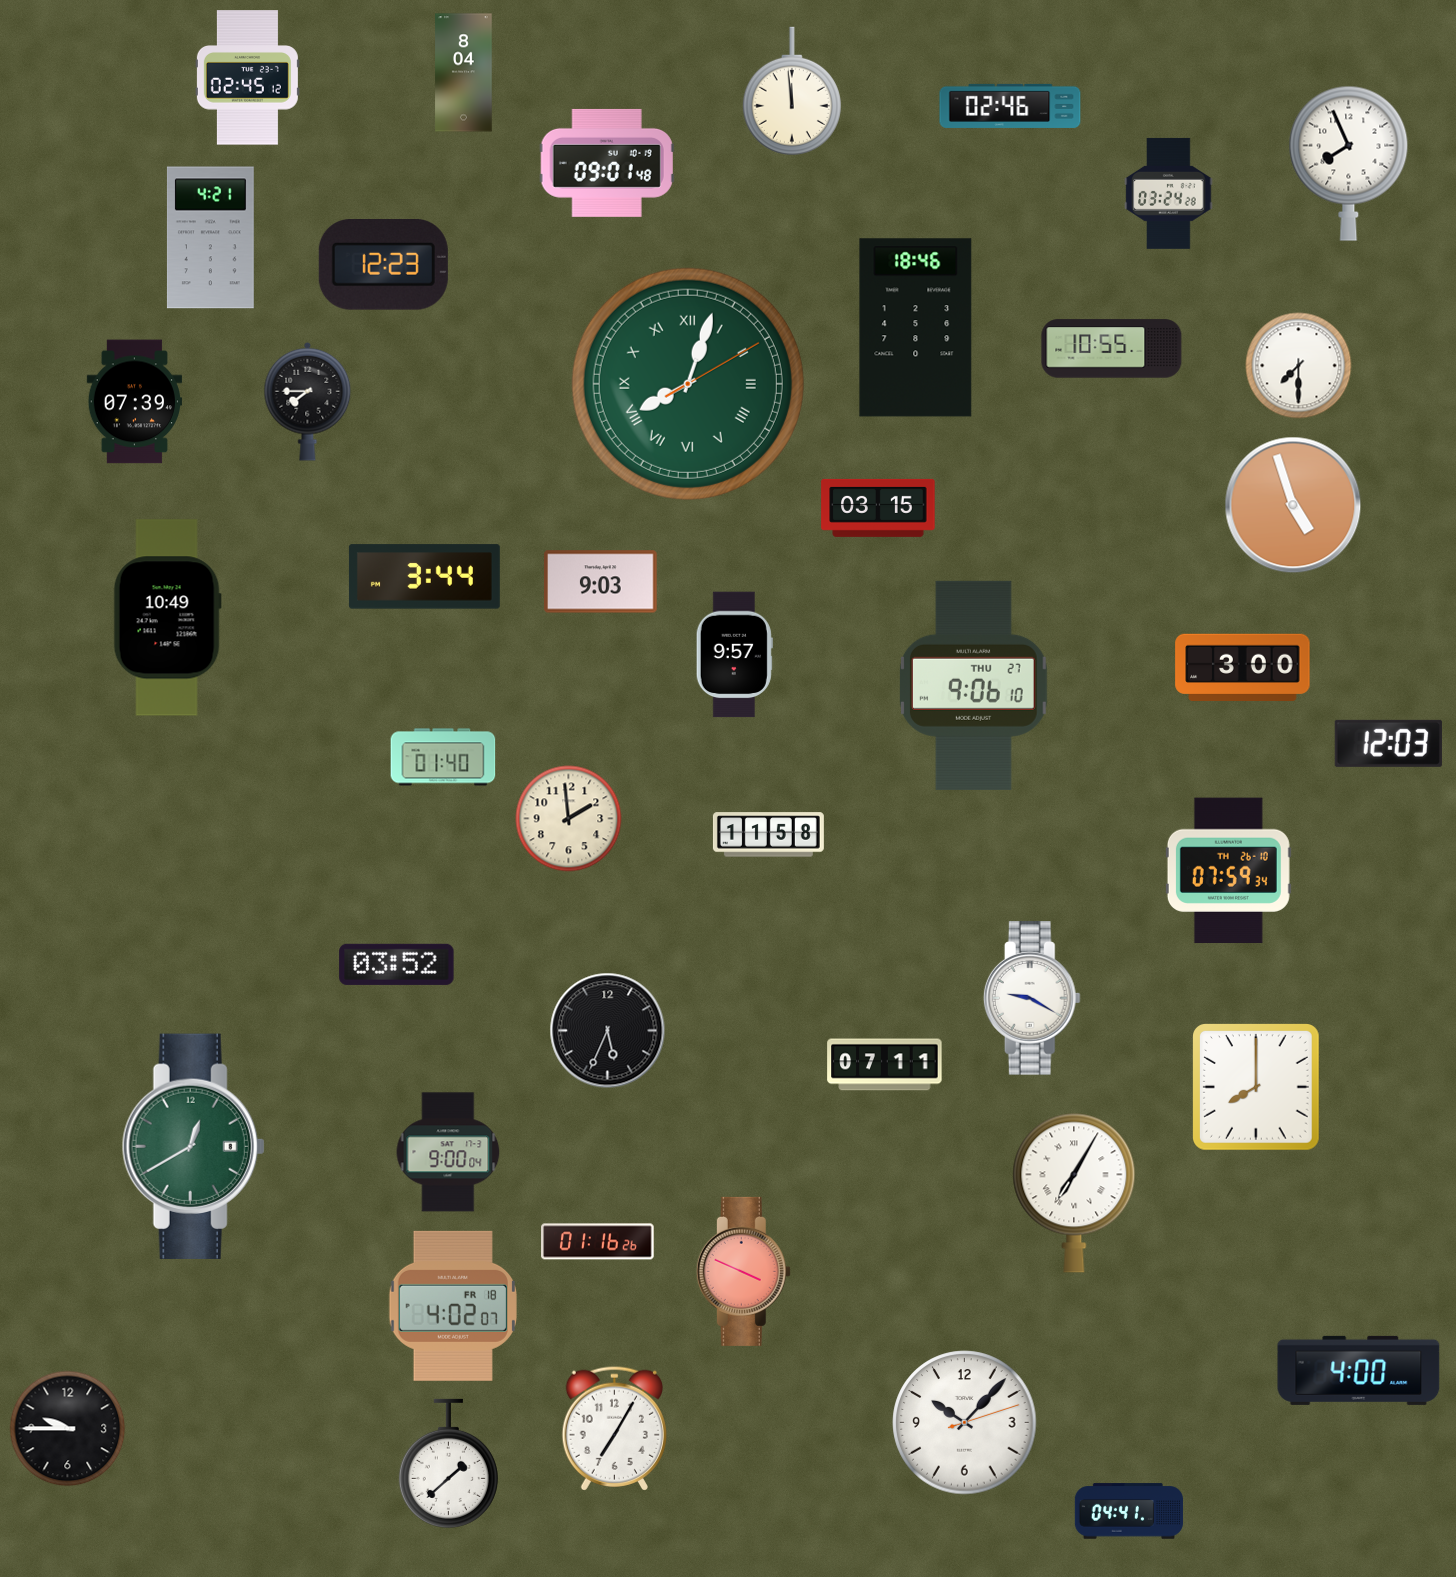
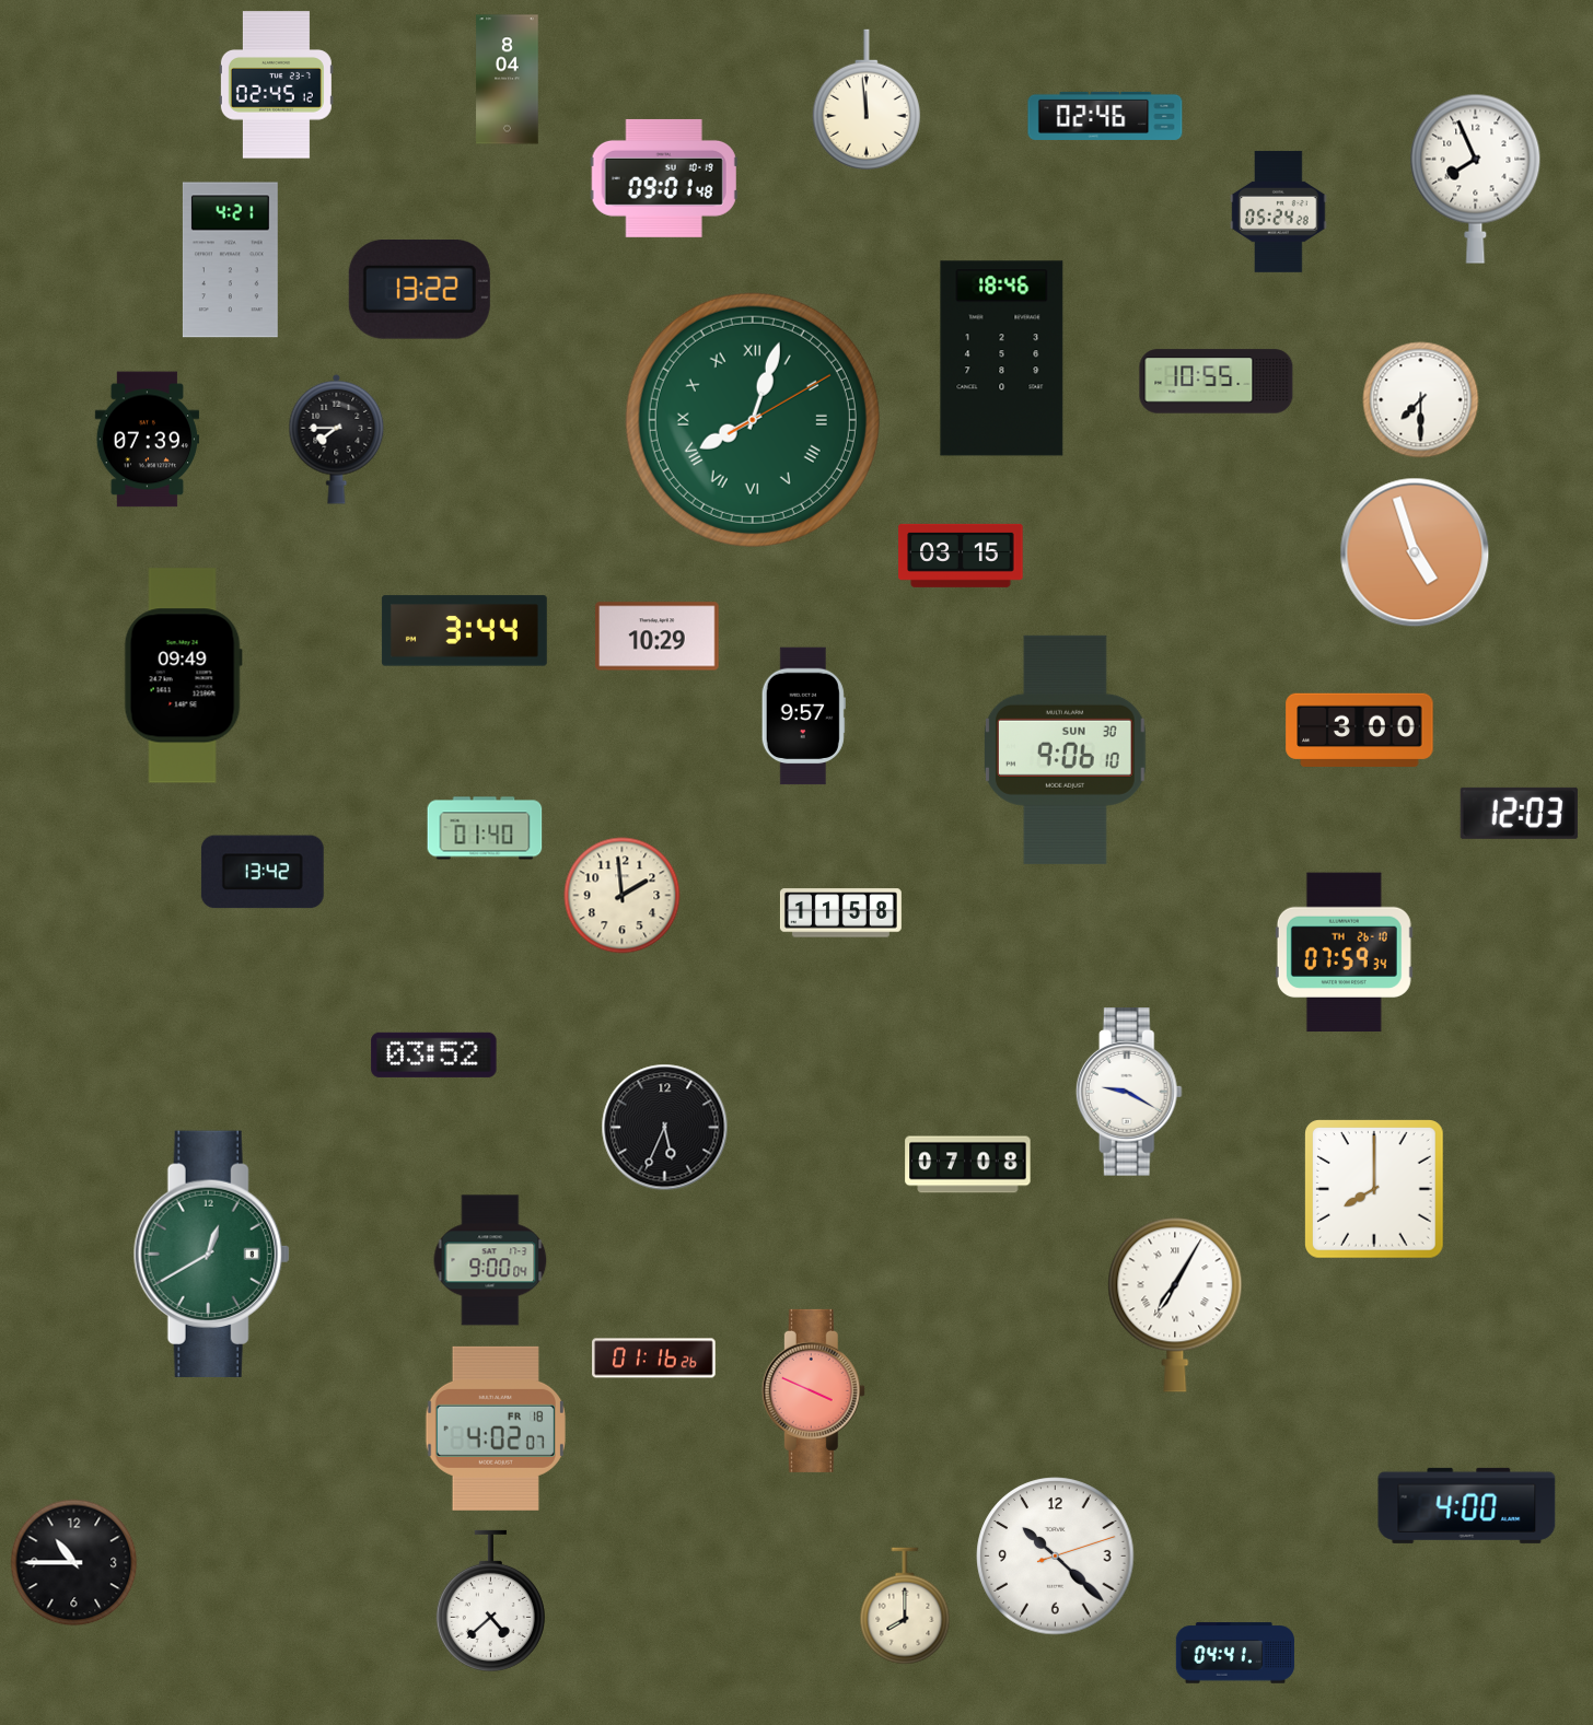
clock at (247, 78) position: (247, 78) -> (276, 85)
clock at (1169, 193): 03:24 -> 05:24
clock at (383, 265): 12:23 -> 13:22
clock at (601, 582): 9:03 -> 10:29
clock at (167, 618): 10:49 -> 09:49
clock at (973, 685) date: THU 27 -> SUN 30
clock at (263, 872): none -> 13:42
clock at (885, 1065): 07:11 -> 07:08
clock at (1359, 1370) position: (1359, 1370) -> (1467, 1505)
clock at (965, 1423): 10:07 -> 10:22
clock at (614, 1428): 7:05 -> none
clock at (68, 1429): 9:45 -> 10:45
clock at (448, 1463): 1:38 -> 4:38
clock at (905, 1606): none -> 8:00
